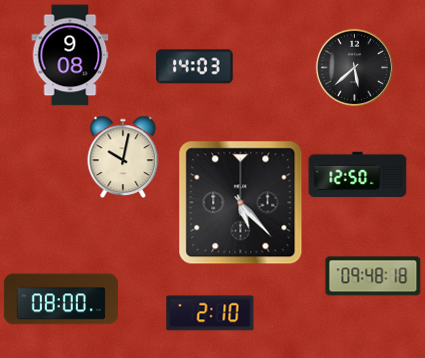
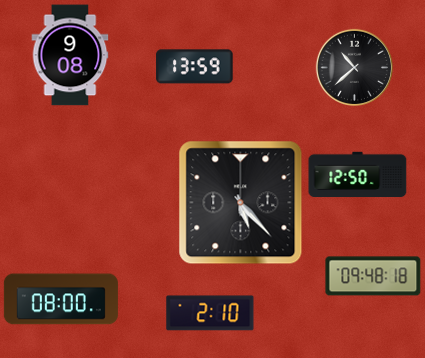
clock at (195, 67): 14:03 -> 13:59
clock at (354, 67): 5:38 -> 10:38
clock at (123, 157): 10:02 -> none
